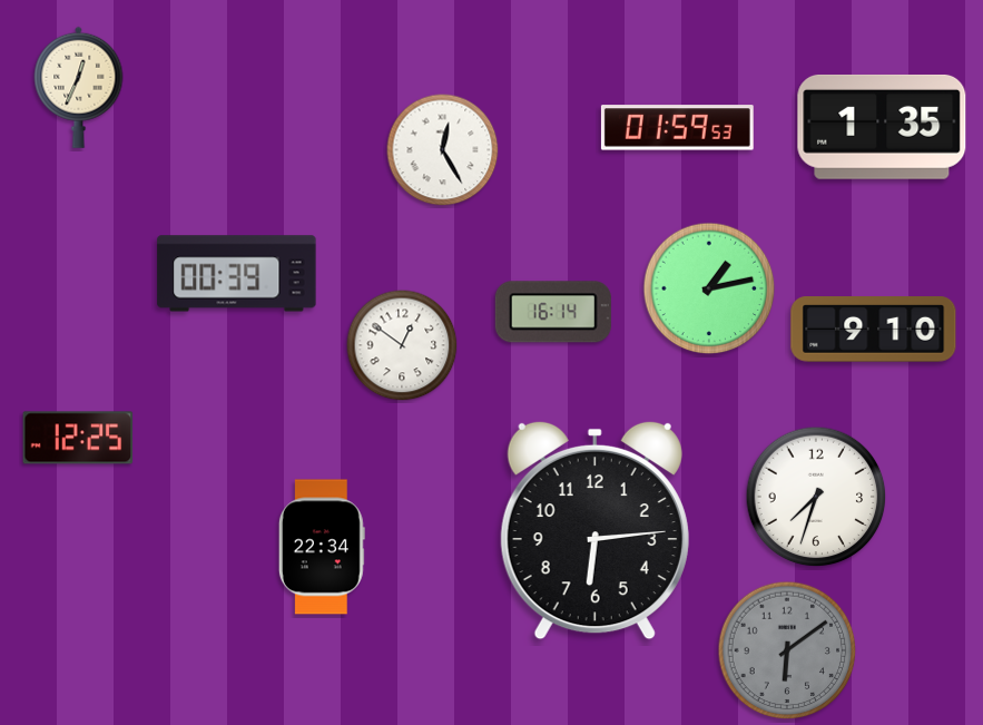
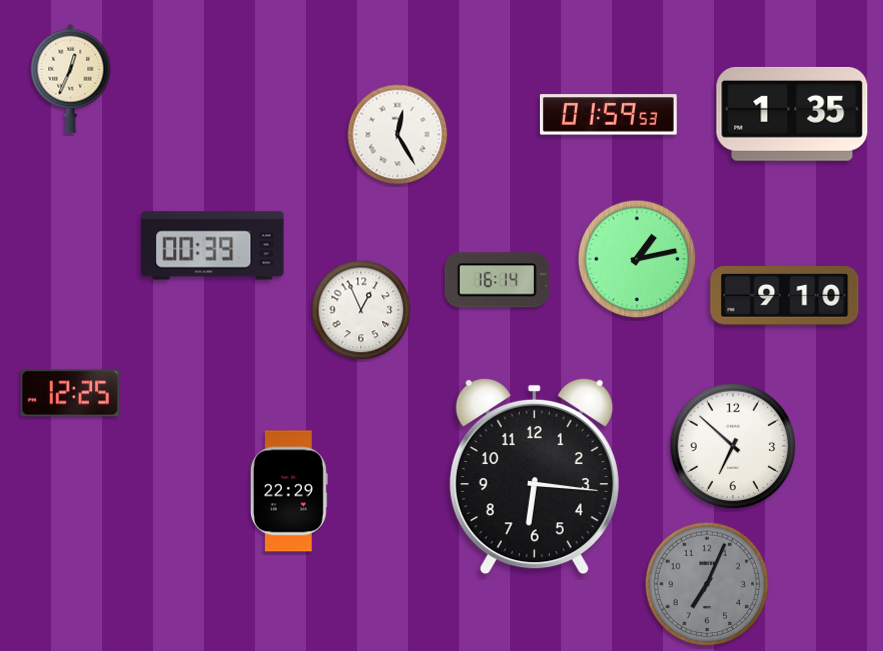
clock at (402, 345): 12:51 -> 12:56
clock at (816, 497): 7:33 -> 6:52
clock at (594, 530): 6:14 -> 6:16
clock at (322, 547): 22:34 -> 22:29
clock at (787, 650): 6:09 -> 7:04
